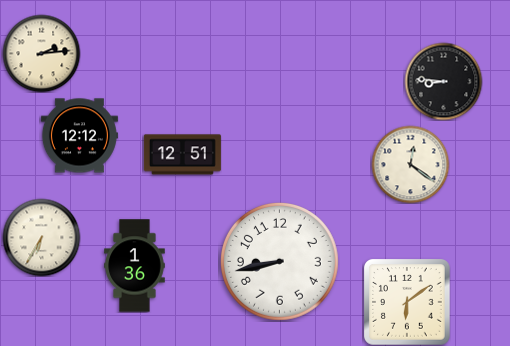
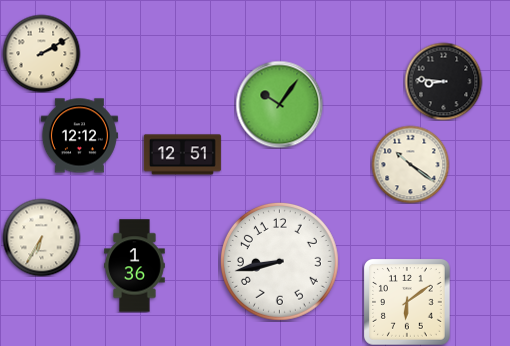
clock at (41, 53): 2:14 -> 2:10
clock at (279, 104): none -> 10:06
clock at (410, 164): 12:21 -> 10:21
